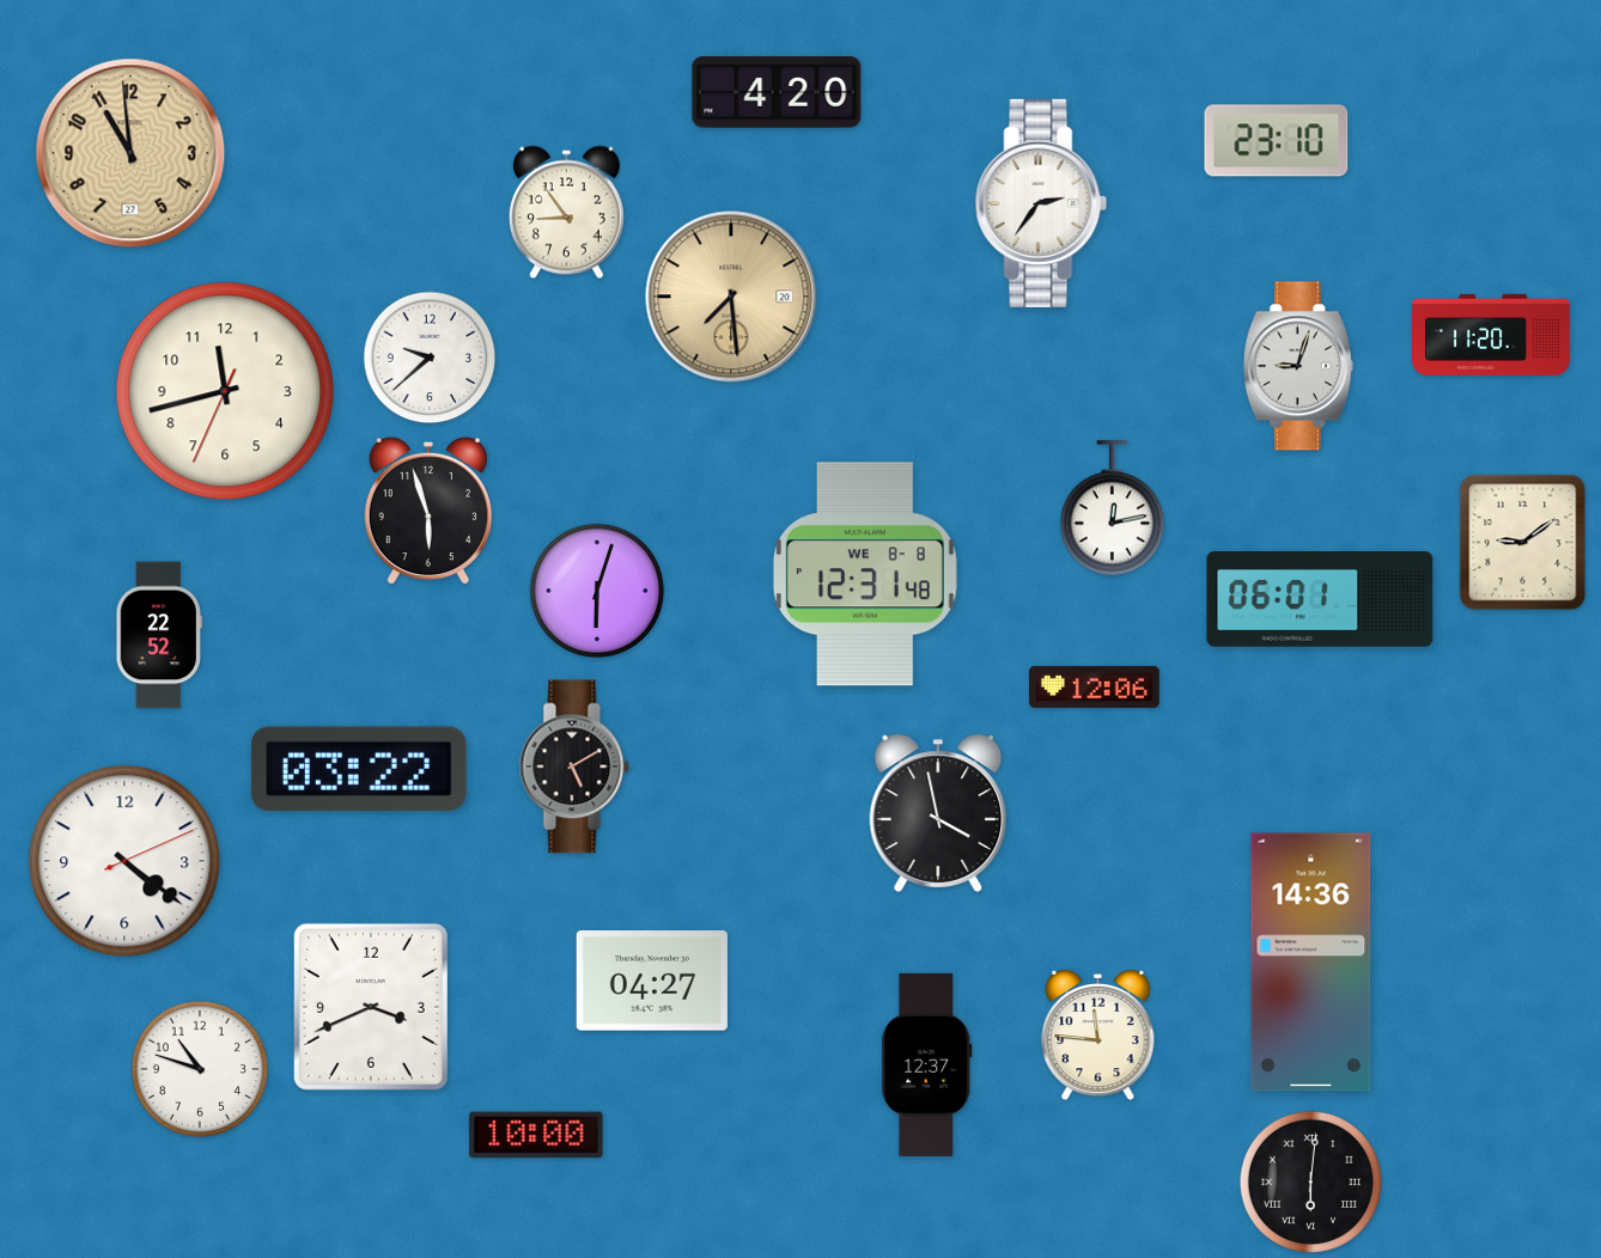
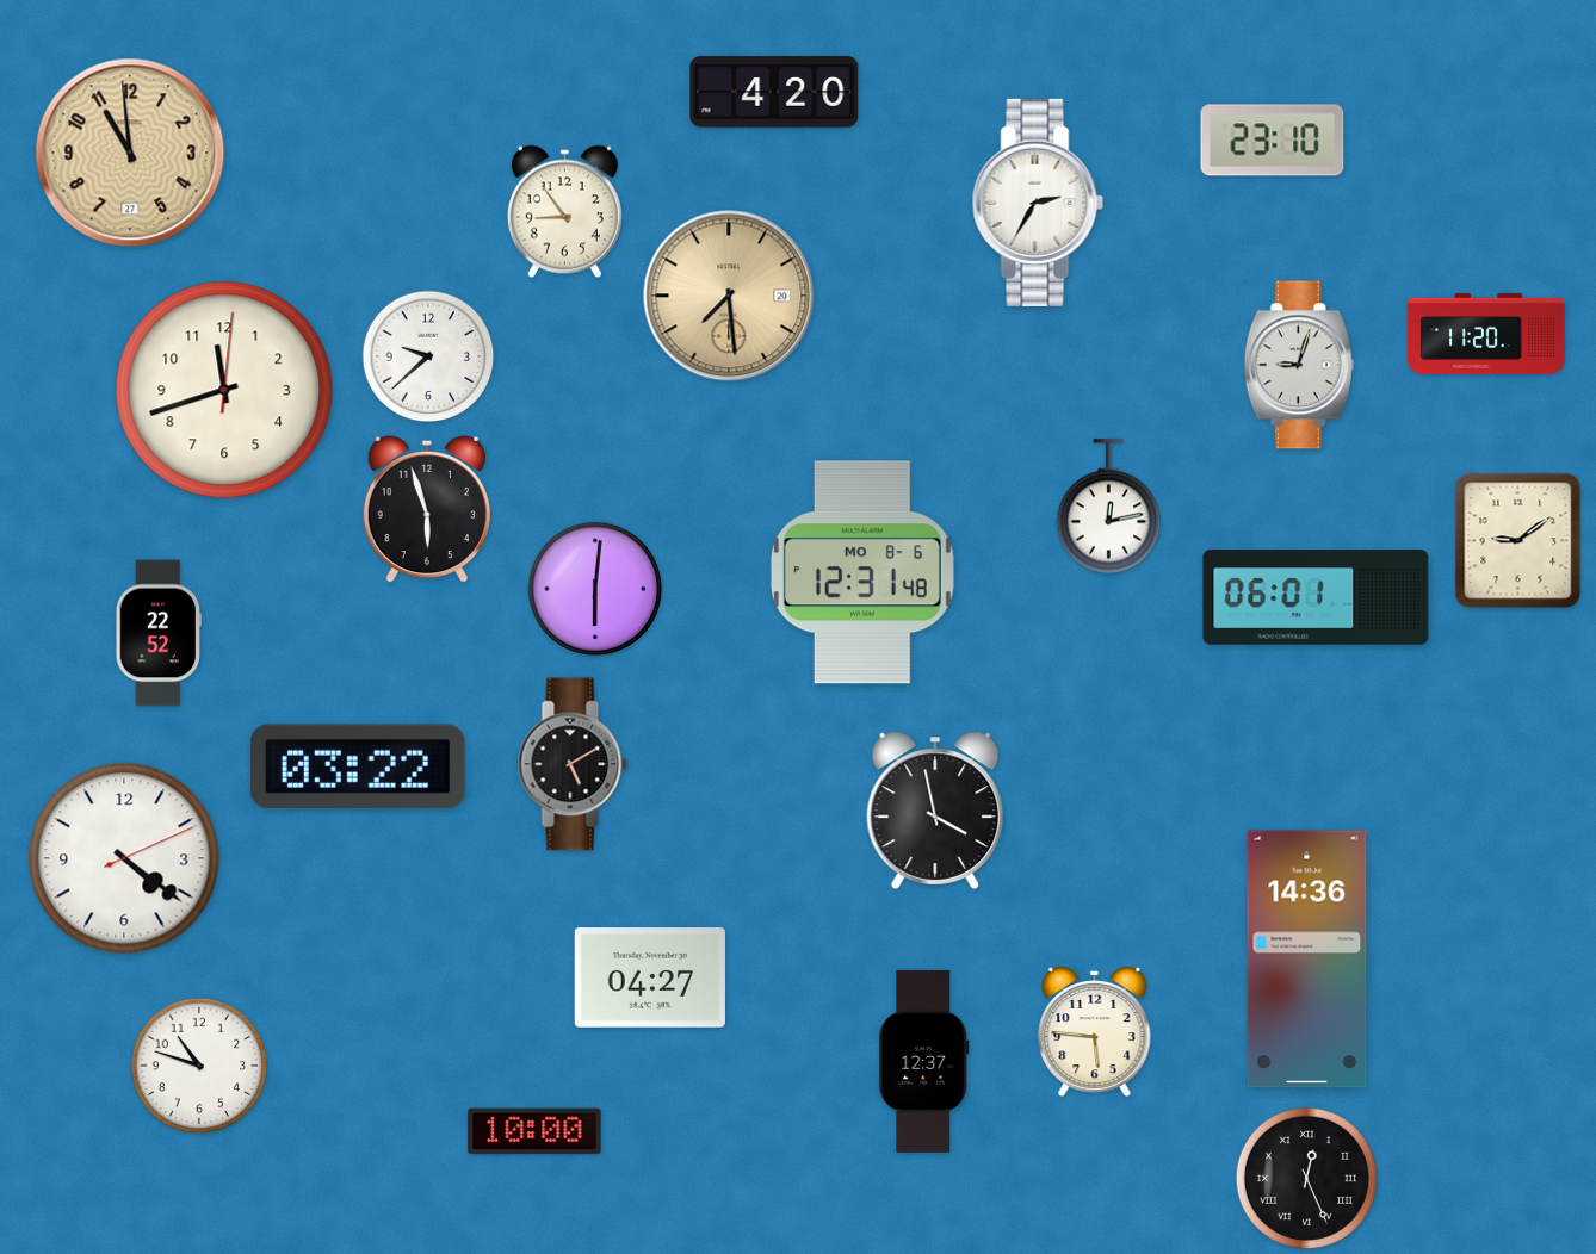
clock at (1041, 203): 2:36 -> 2:35
clock at (1298, 366) position: (1298, 366) -> (1299, 365)
clock at (225, 391): 11:42:34 -> 11:42:01
clock at (865, 574) date: WE 8-8 -> MO 8-6
clock at (597, 591): 6:03 -> 6:01
clock at (1095, 686): 12:06 -> none
clock at (371, 1007): 3:41 -> none
clock at (1098, 1036): 11:46 -> 5:46
clock at (1310, 1181): 6:01 -> 12:26
